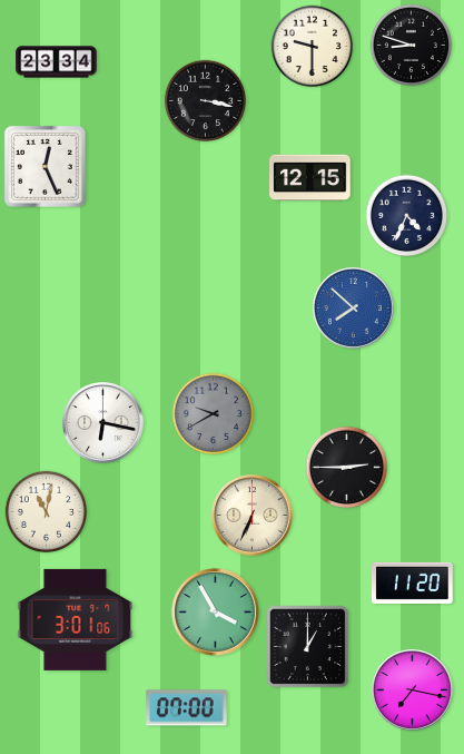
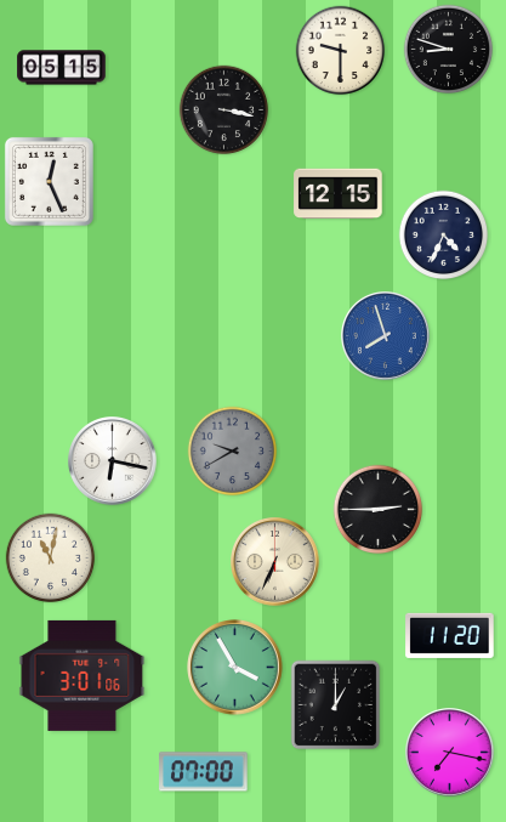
clock at (57, 62): 23:34 -> 05:15
clock at (354, 309): 7:52 -> 7:57
